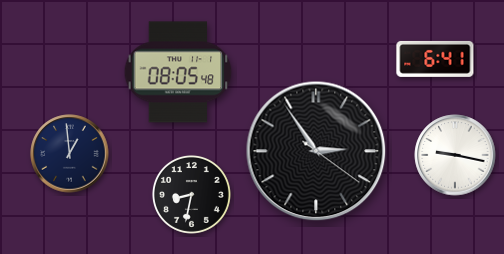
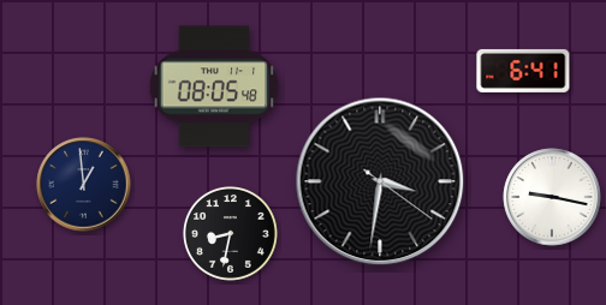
clock at (316, 151): 2:54 -> 3:31
clock at (455, 155) position: (455, 155) -> (552, 197)
